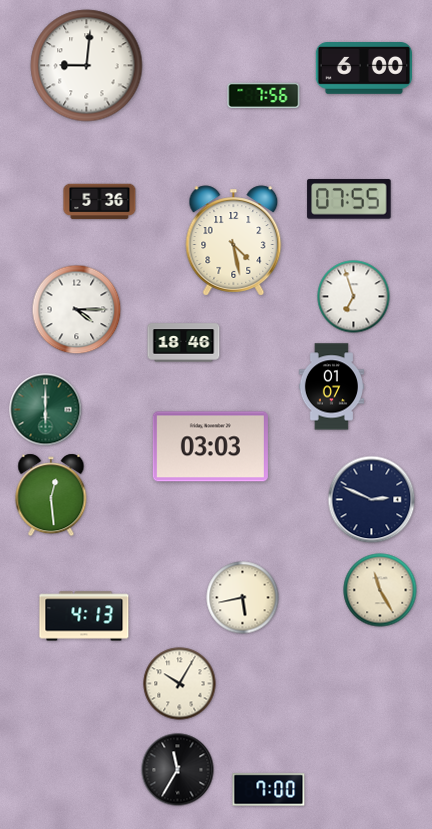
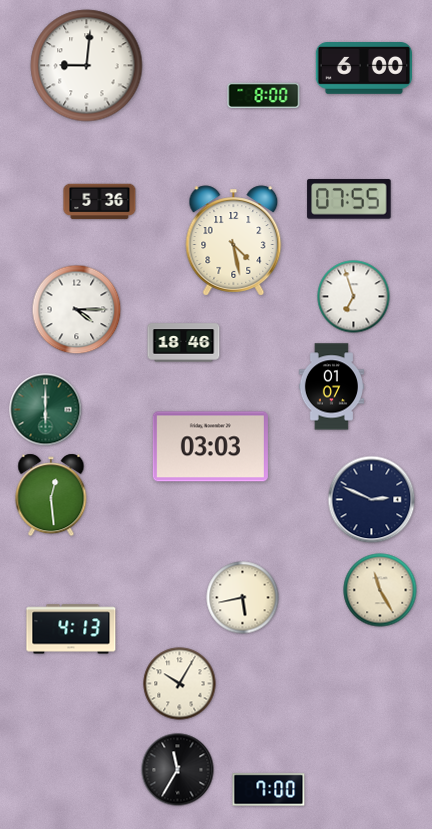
clock at (264, 96): 7:56 -> 8:00
clock at (84, 616) position: (84, 616) -> (71, 629)
